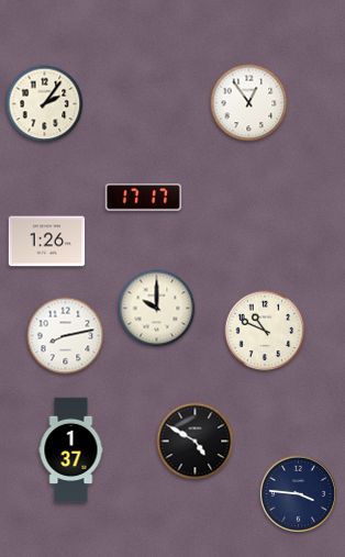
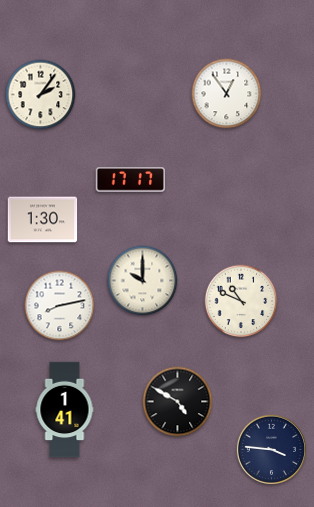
clock at (47, 242): 1:26 -> 1:30
clock at (71, 450): 1:37 -> 1:41
